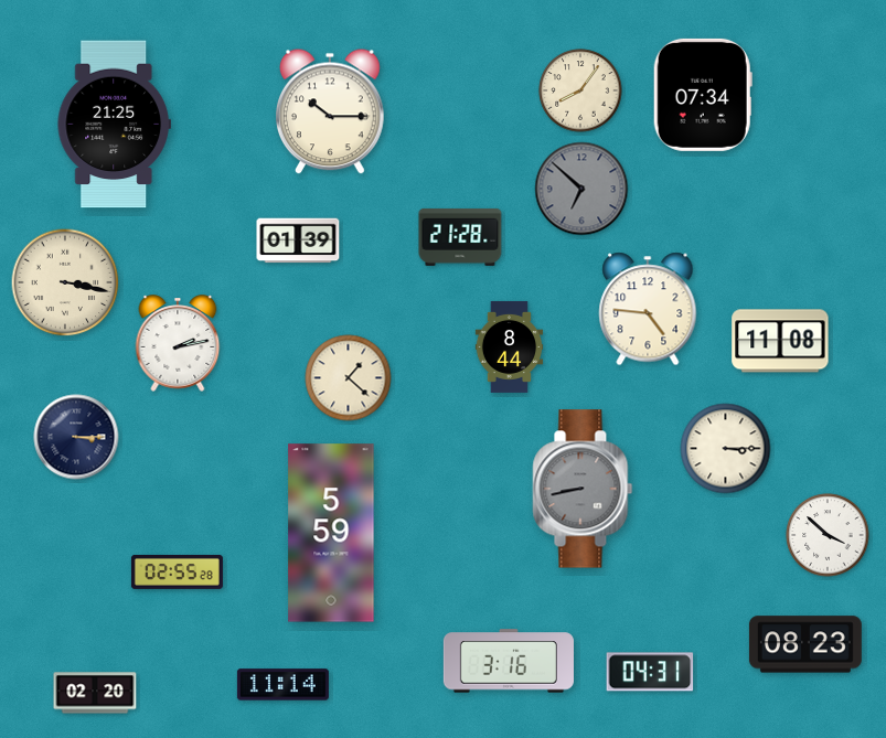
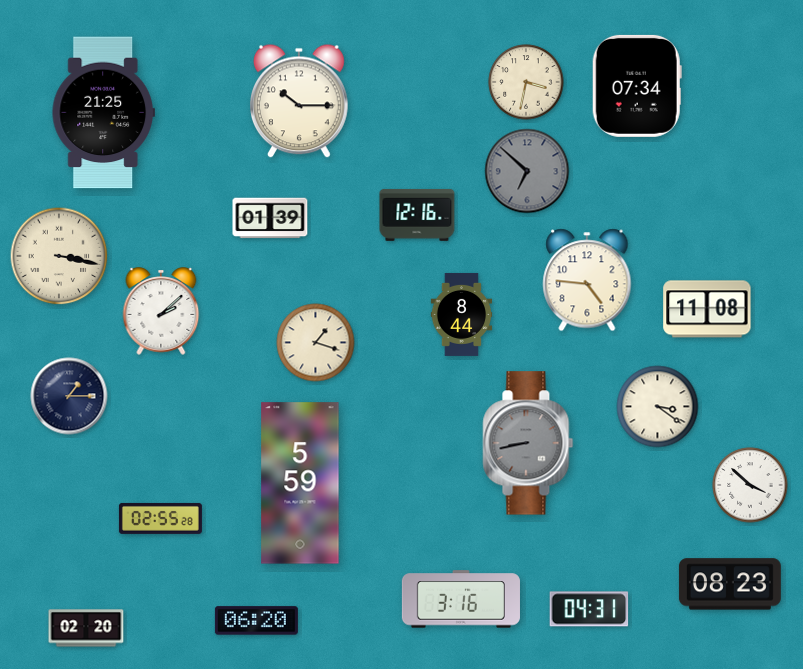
clock at (580, 90): 8:06 -> 3:32
clock at (460, 237): 21:28 -> 12:16
clock at (178, 343): 2:13 -> 2:08
clock at (349, 378): 1:22 -> 1:18
clock at (76, 437): 3:15 -> 1:15
clock at (726, 449): 3:15 -> 3:21
clock at (282, 685): 11:14 -> 06:20
